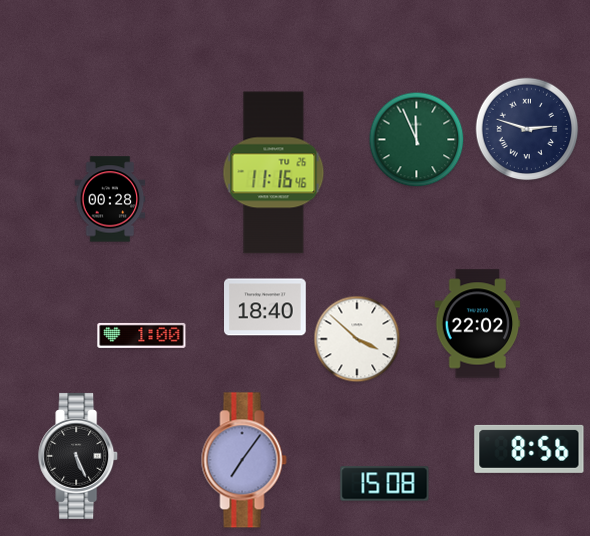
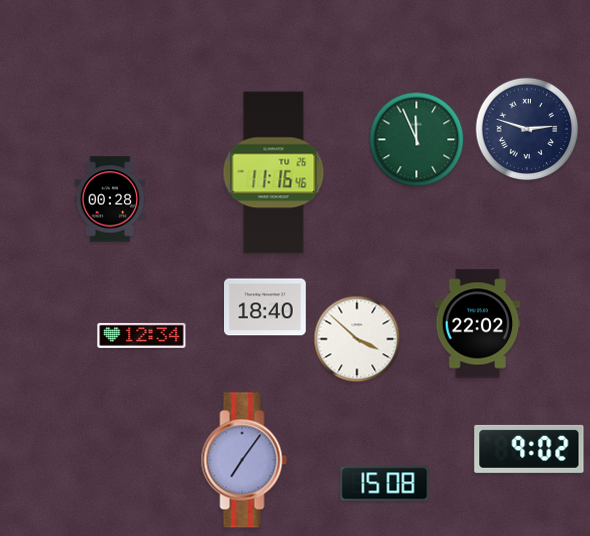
clock at (142, 335): 1:00 -> 12:34
clock at (529, 449): 8:56 -> 9:02
clock at (79, 456): 5:26 -> none
